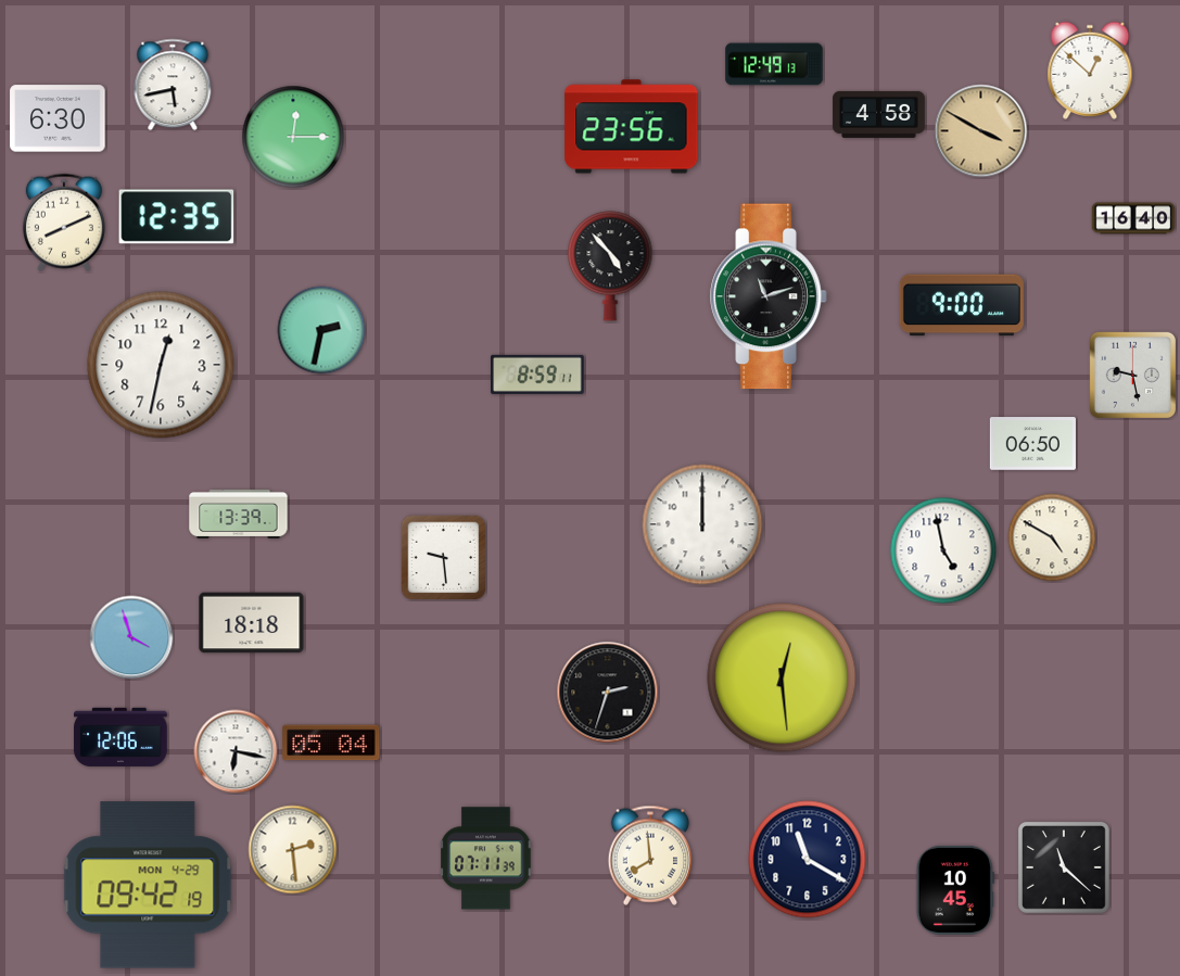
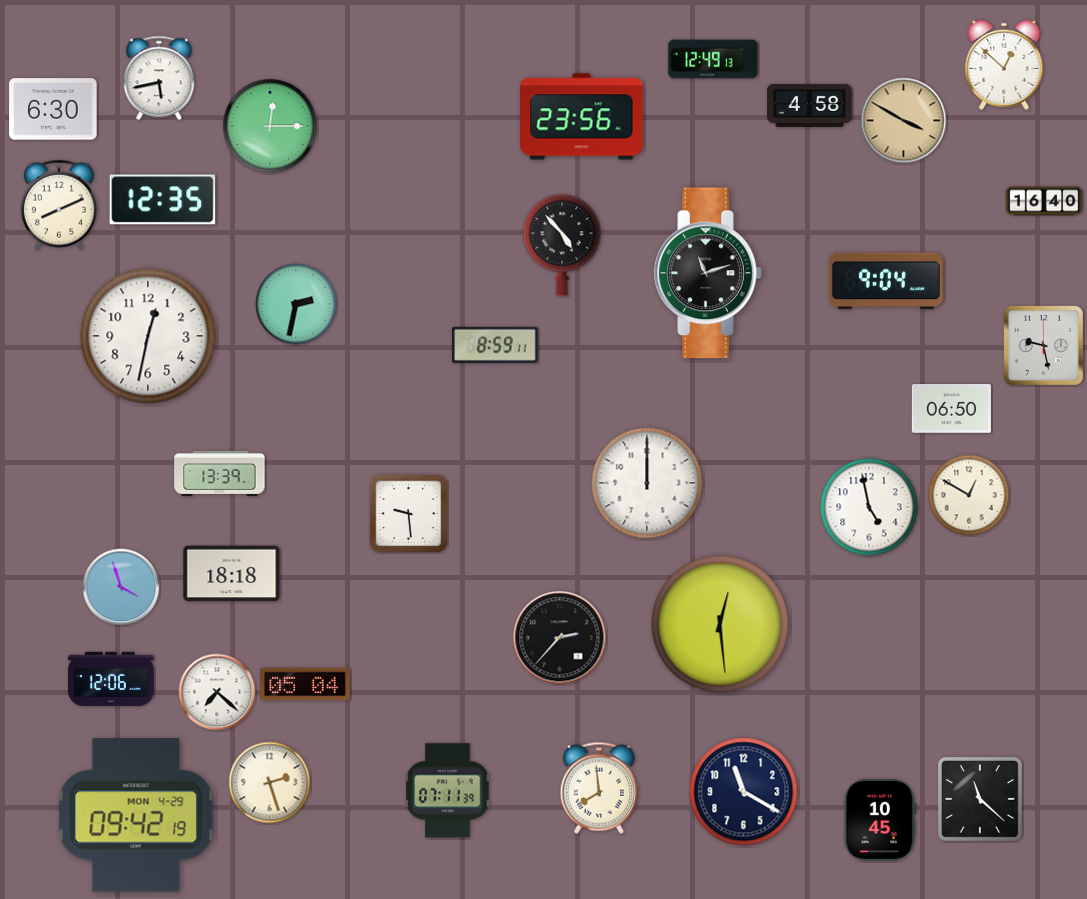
clock at (962, 305): 9:00 -> 9:04
clock at (1052, 537): 4:50 -> 12:50
clock at (608, 693): 2:33 -> 2:37
clock at (236, 751): 6:17 -> 7:22
clock at (293, 850): 2:29 -> 2:27
